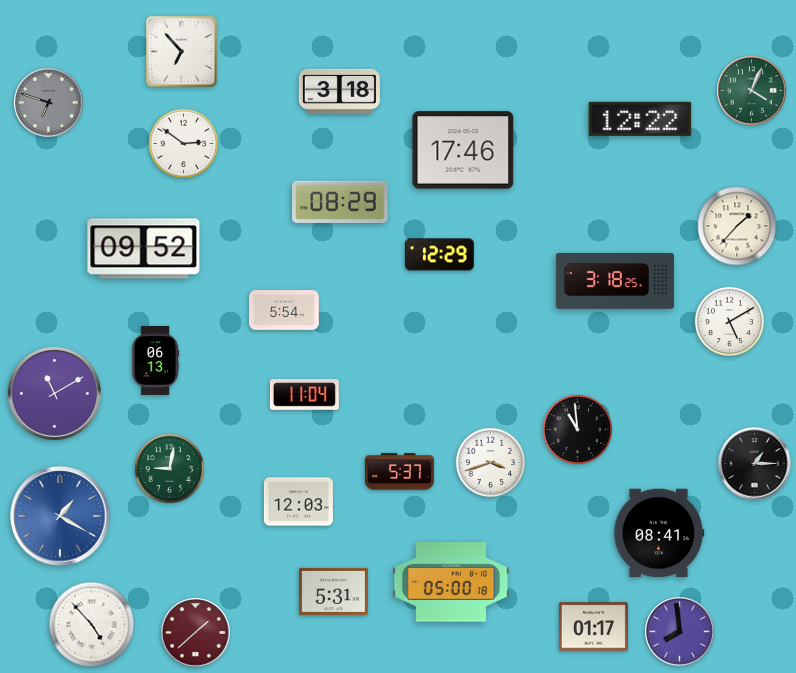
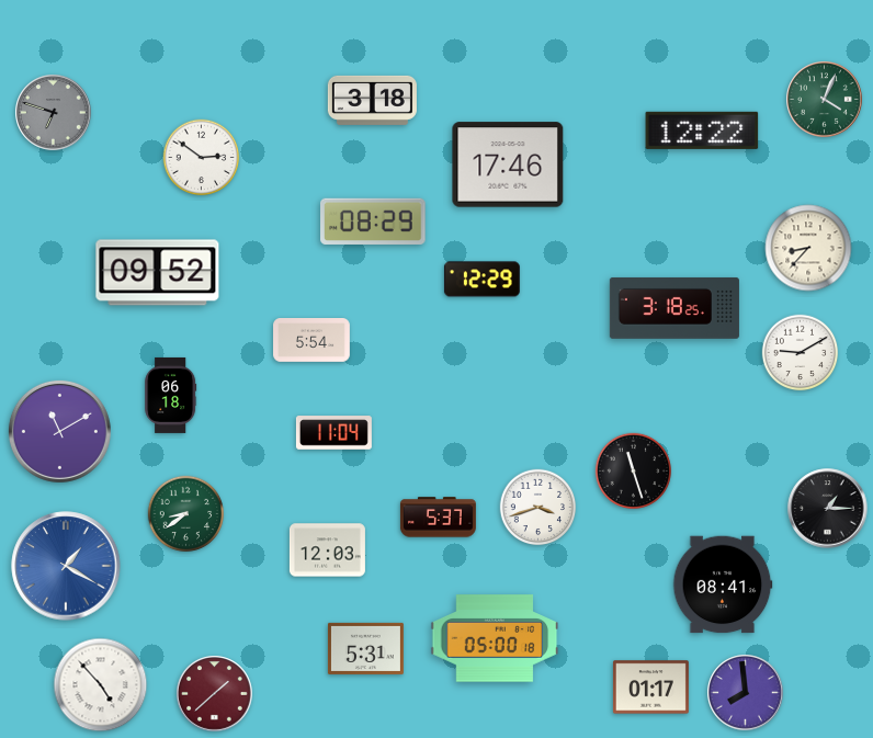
clock at (182, 52): 6:53 -> none
clock at (737, 226): 1:37 -> 8:37
clock at (730, 322): 5:10 -> 9:10
clock at (156, 360): 06:13 -> 06:18
clock at (578, 430): 10:59 -> 11:27
clock at (170, 469): 9:02 -> 8:39
